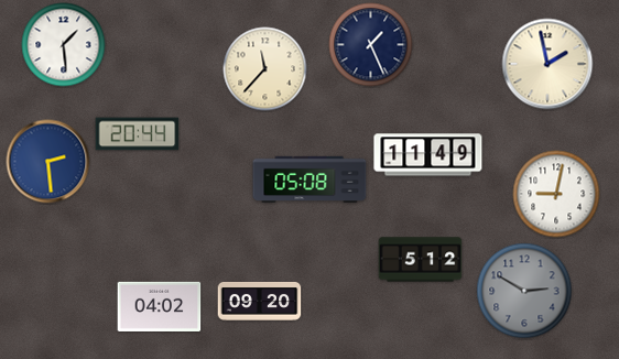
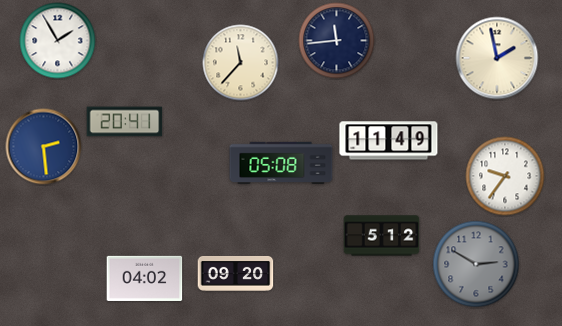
clock at (64, 45): 1:29 -> 1:55
clock at (371, 45): 1:26 -> 11:44
clock at (138, 134): 20:44 -> 20:41
clock at (556, 194): 9:02 -> 9:36
